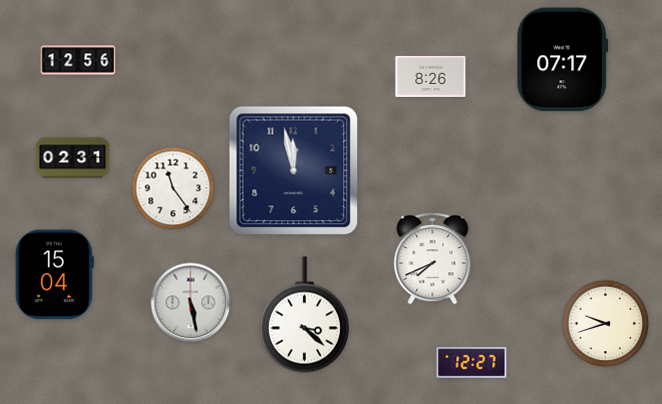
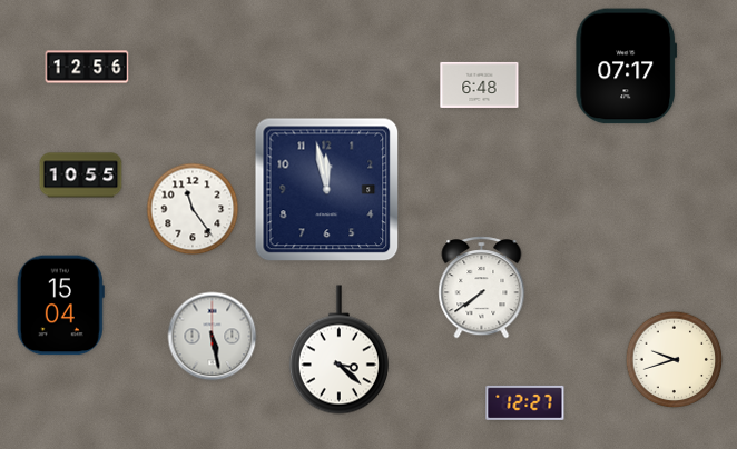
clock at (431, 76): 8:26 -> 6:48
clock at (73, 158): 02:31 -> 10:55
clock at (433, 259): 7:41 -> 7:39
